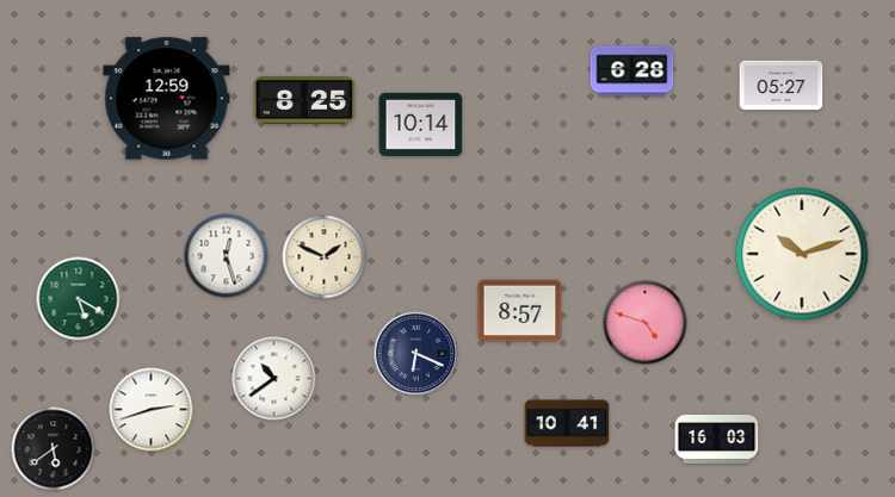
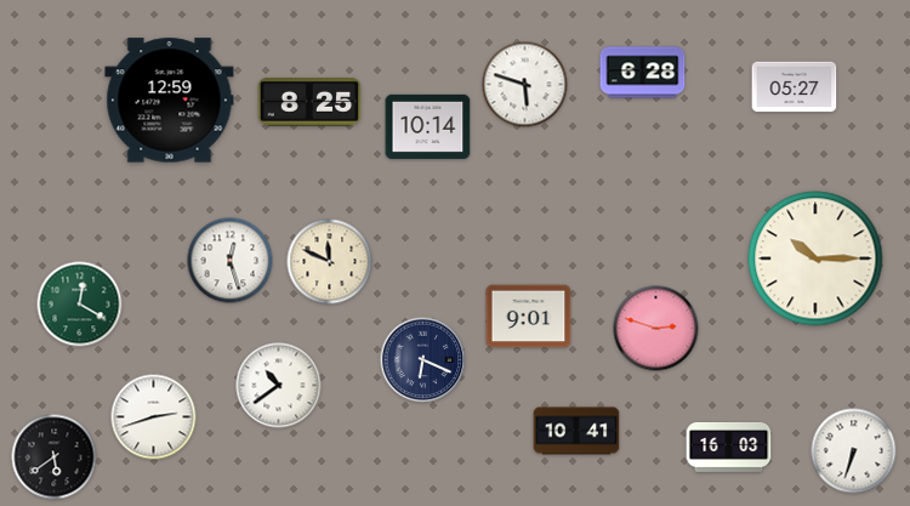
clock at (525, 85): none -> 5:48
clock at (802, 254): 10:12 -> 10:15
clock at (325, 257): 1:49 -> 11:49
clock at (79, 299): 5:20 -> 12:20
clock at (520, 311): 8:57 -> 9:01
clock at (646, 323): 4:48 -> 2:48
clock at (854, 451): none -> 6:33
